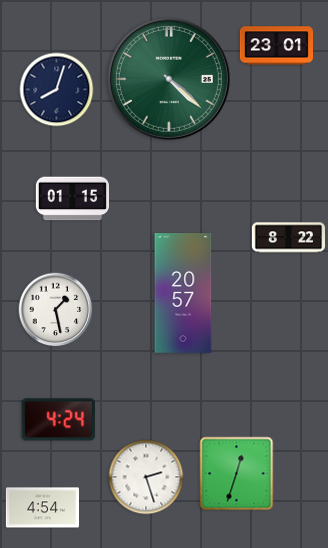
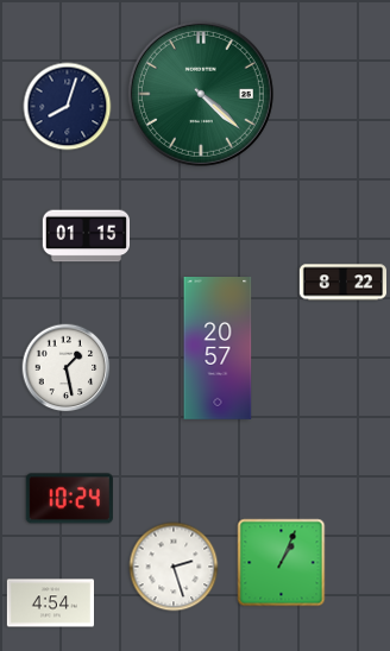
clock at (276, 46): 23:01 -> none
clock at (58, 420): 4:24 -> 10:24
clock at (237, 474): 12:33 -> 1:04
